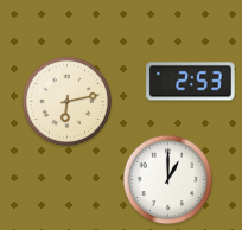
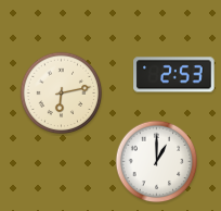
clock at (168, 180) position: (168, 180) -> (157, 162)
